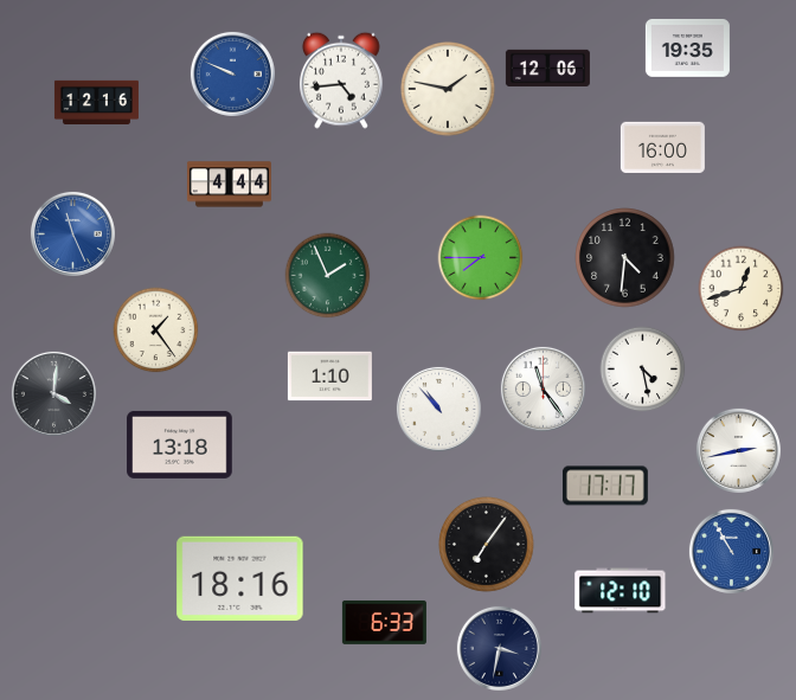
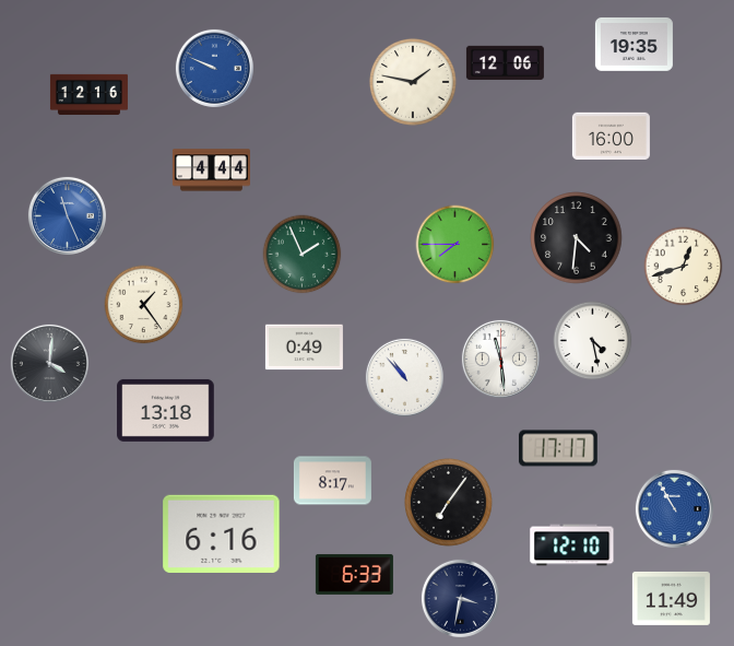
clock at (341, 81): 4:44 -> none
clock at (481, 258) position: (481, 258) -> (455, 245)
clock at (329, 377): 1:10 -> 0:49
clock at (543, 388): 11:24 -> 11:29
clock at (738, 450): 2:43 -> none
clock at (332, 481): none -> 8:17
clock at (240, 578): 18:16 -> 6:16
clock at (671, 598): none -> 11:49
